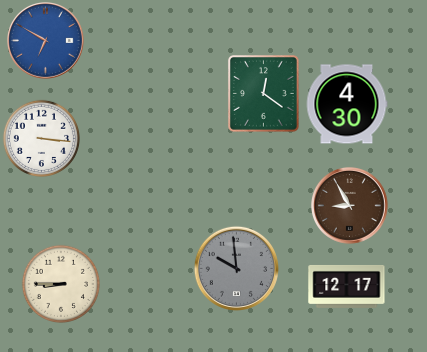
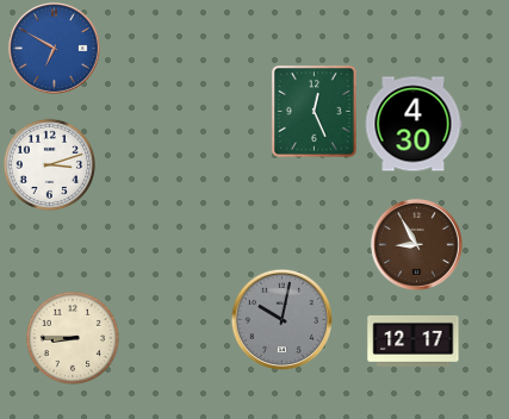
clock at (264, 94): 12:21 -> 12:26
clock at (41, 138): 3:16 -> 3:12
clock at (236, 268): 9:59 -> 10:02
